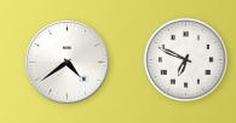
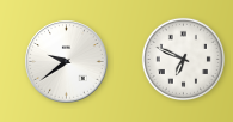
clock at (68, 63): 4:39 -> 9:39
